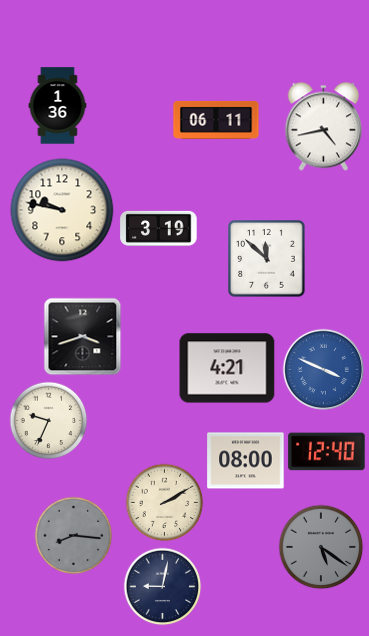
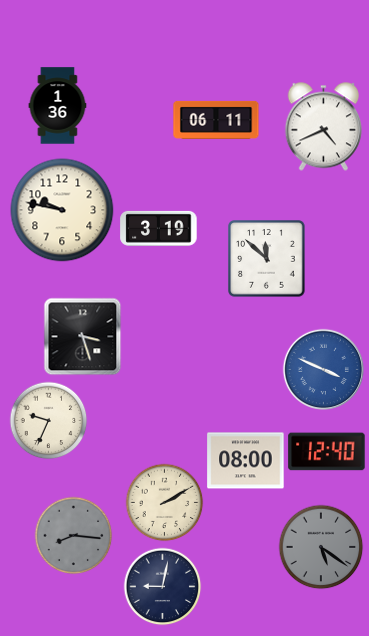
clock at (323, 127): 4:43 -> 4:41
clock at (82, 336): 3:42 -> 3:27
clock at (227, 368): 4:21 -> none
